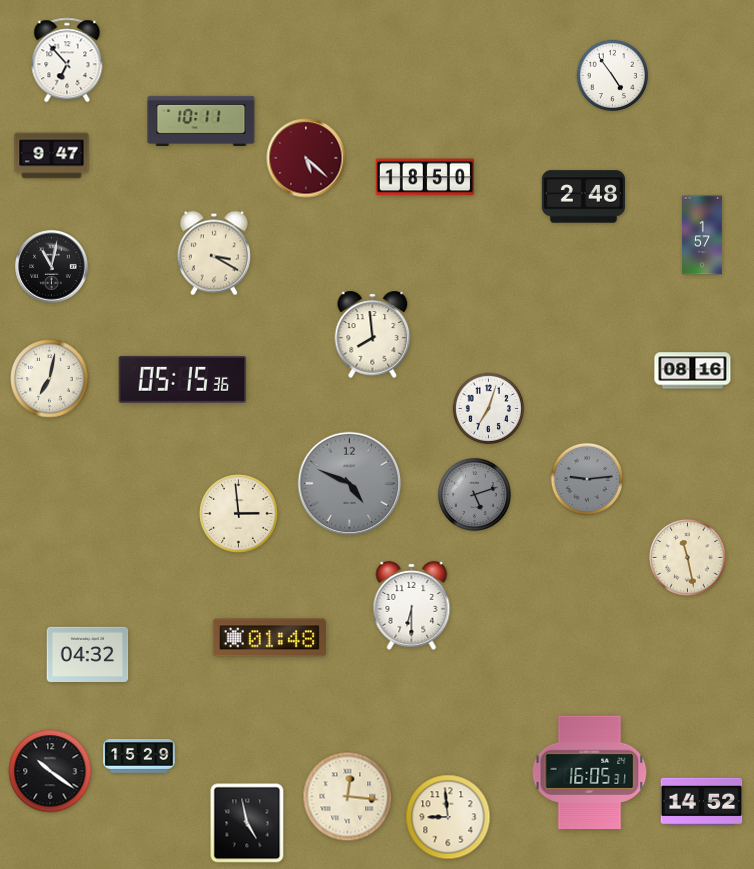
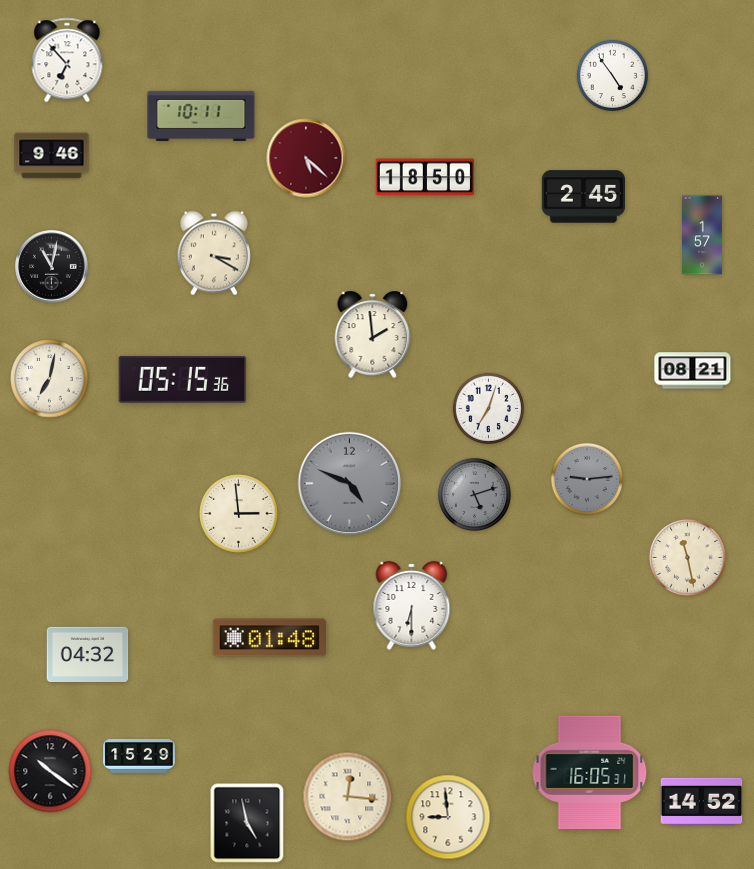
clock at (201, 121) position: (201, 121) -> (201, 116)
clock at (52, 156): 9:47 -> 9:46
clock at (583, 197): 2:48 -> 2:45
clock at (373, 334): 7:59 -> 1:59
clock at (693, 371): 08:16 -> 08:21
